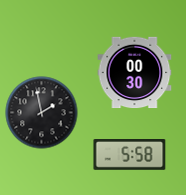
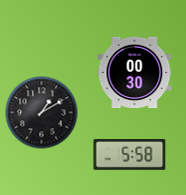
clock at (42, 113): 1:58 -> 1:10
